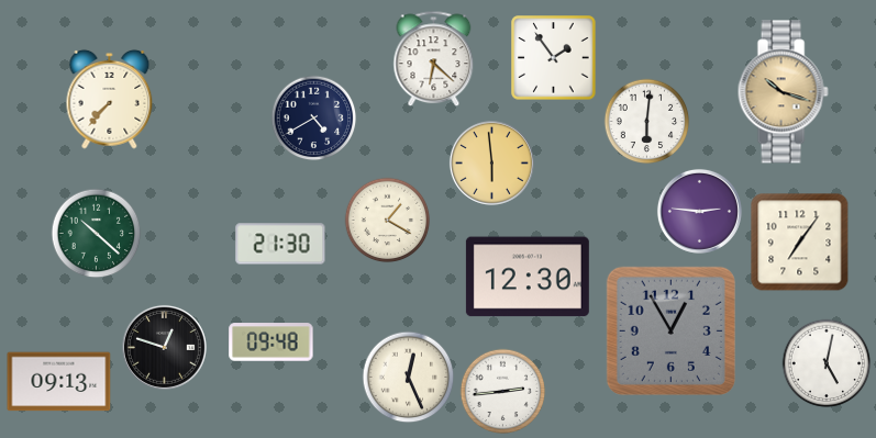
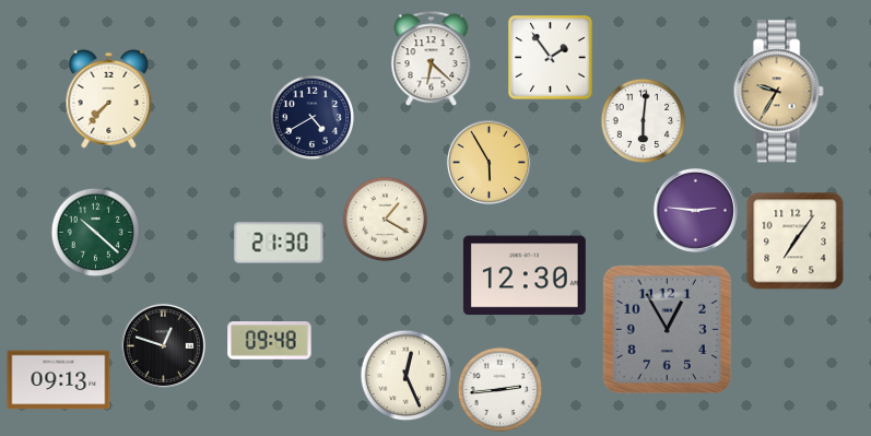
clock at (783, 92): 10:18 -> 9:35
clock at (491, 162): 5:59 -> 5:55
clock at (827, 363): 5:02 -> none
